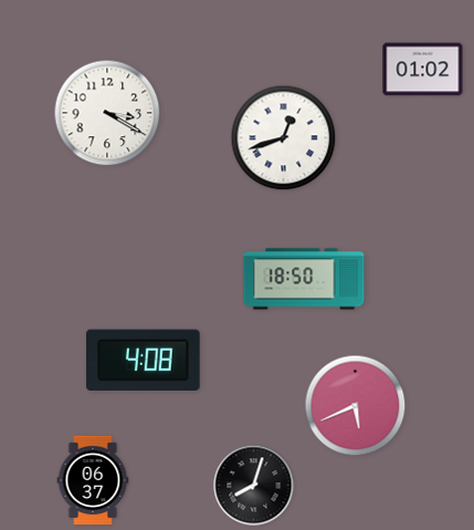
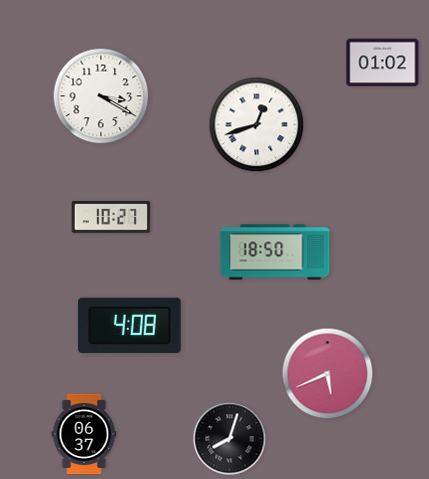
clock at (107, 113) position: (107, 113) -> (101, 96)
clock at (111, 217): none -> 10:27
clock at (356, 406) position: (356, 406) -> (328, 374)
